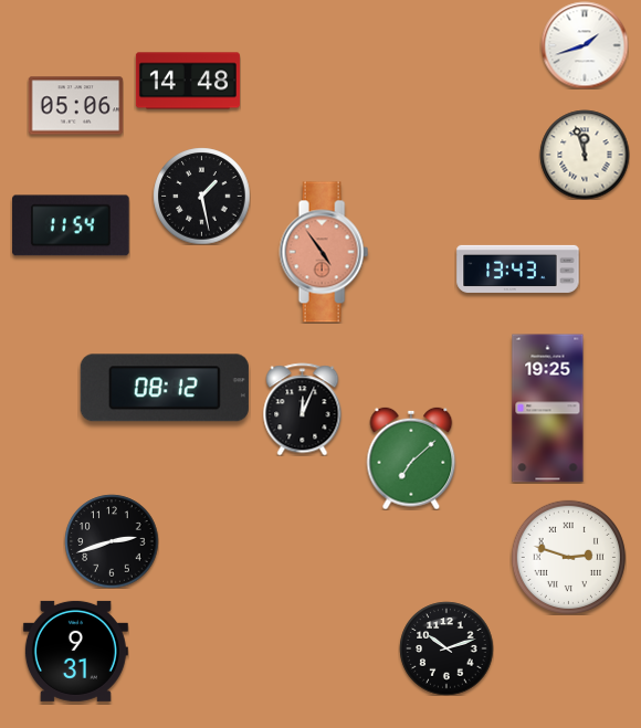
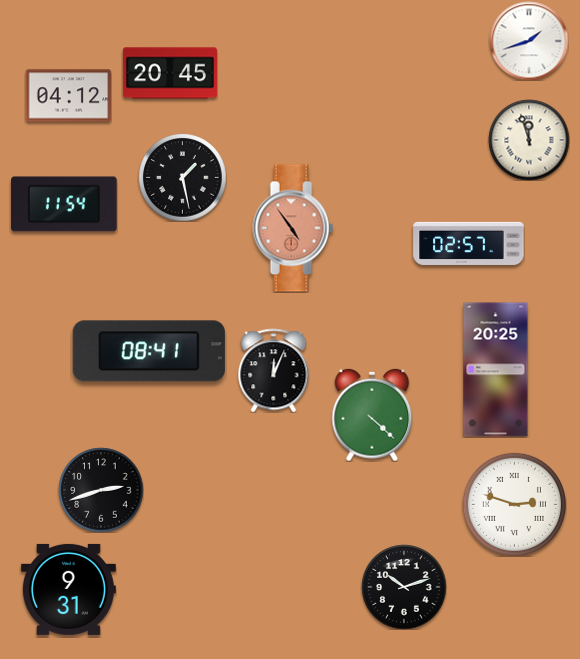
clock at (188, 81): 14:48 -> 20:45
clock at (75, 106): 05:06 -> 04:12
clock at (518, 268): 13:43 -> 02:57
clock at (165, 388): 08:12 -> 08:41
clock at (548, 409): 19:25 -> 20:25
clock at (411, 458): 7:08 -> 4:22
